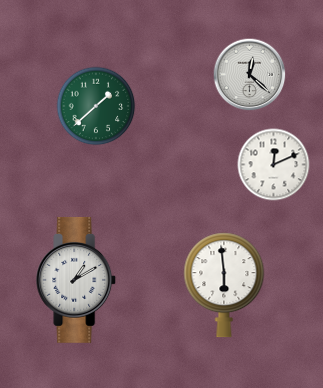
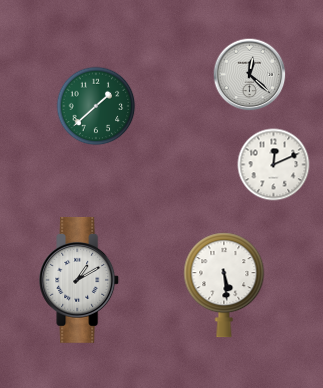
clock at (77, 280) position: (77, 280) -> (80, 280)
clock at (224, 285): 5:59 -> 5:29
